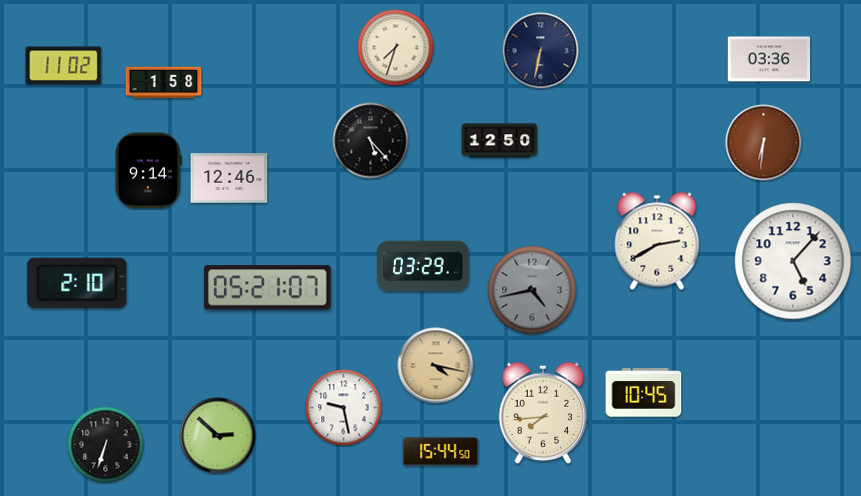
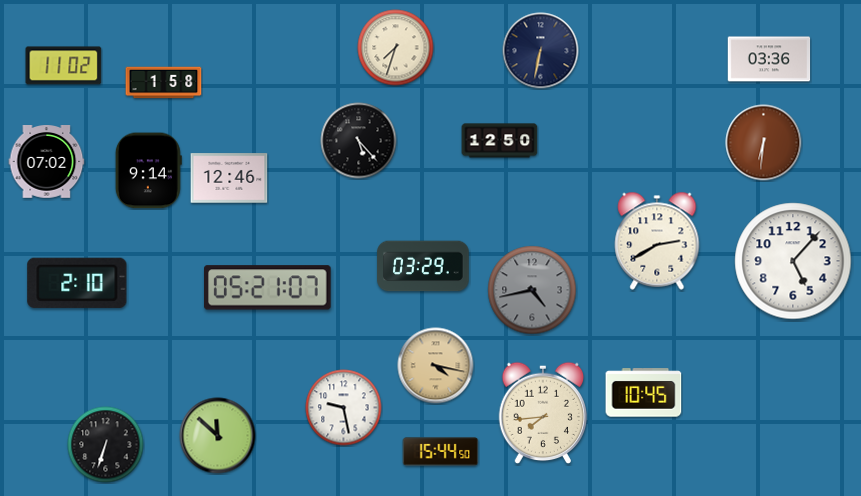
clock at (371, 141) position: (371, 141) -> (359, 141)
clock at (47, 162): none -> 07:02
clock at (218, 436): 2:52 -> 11:52
